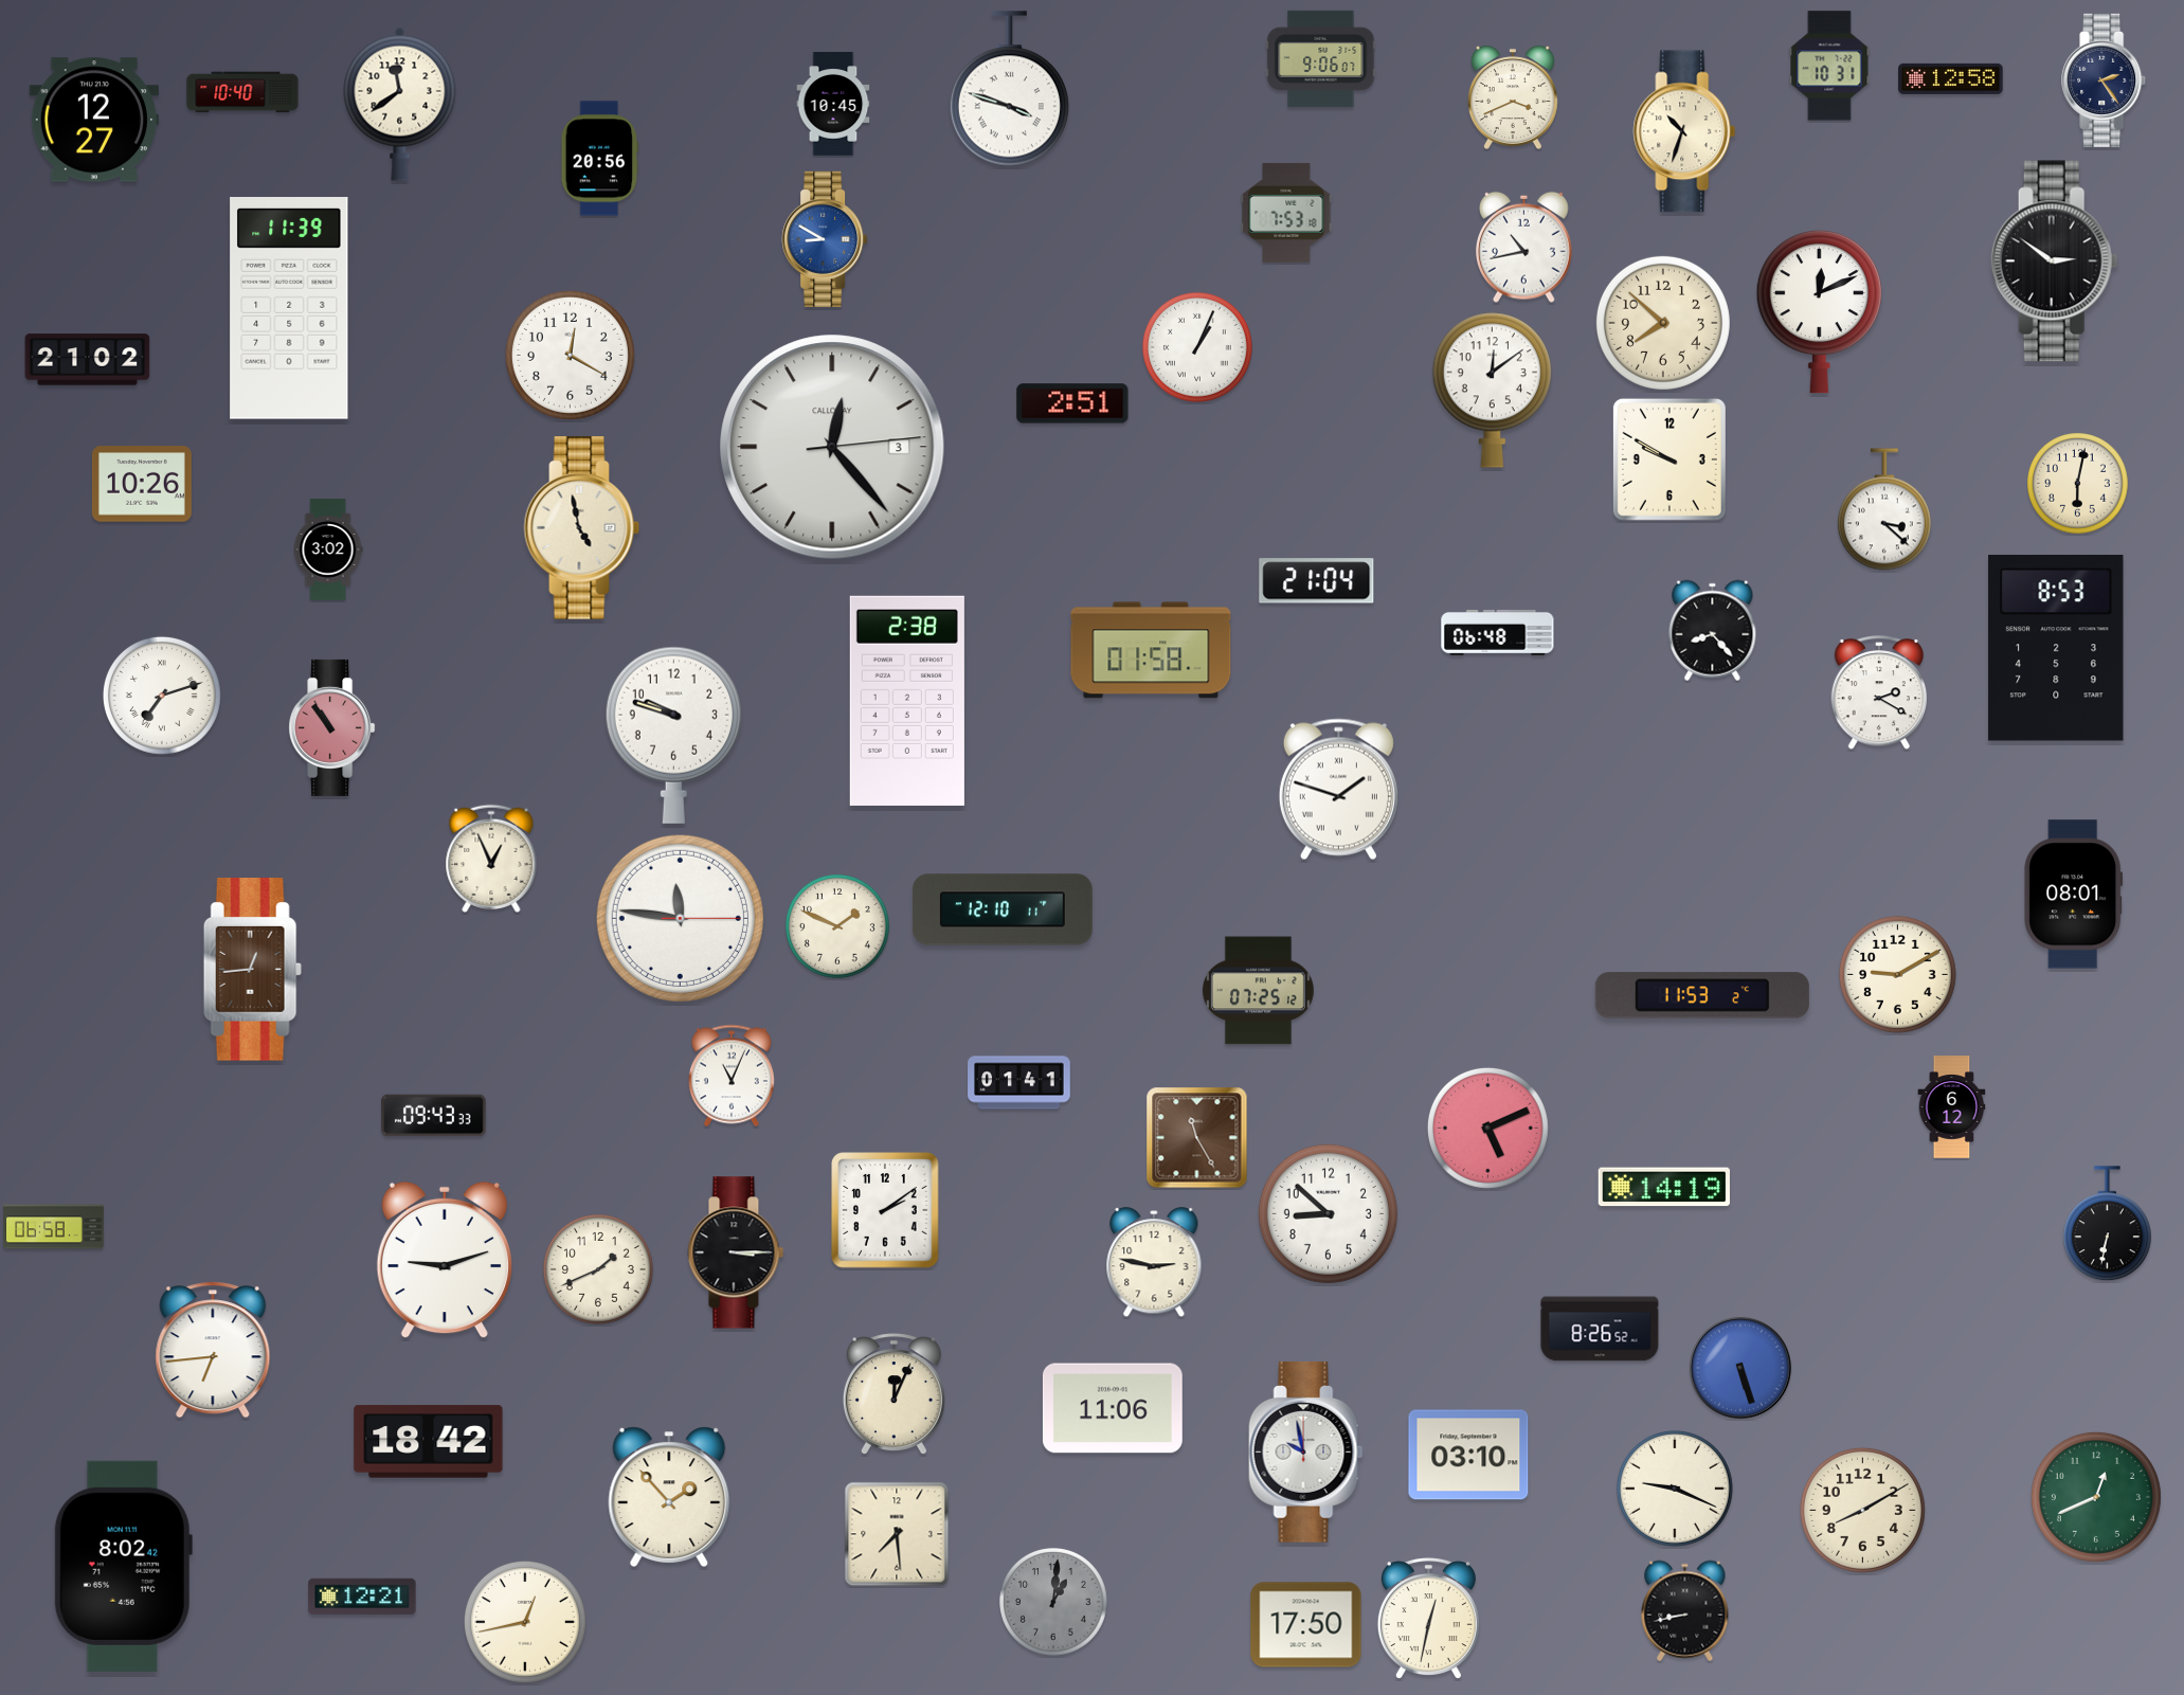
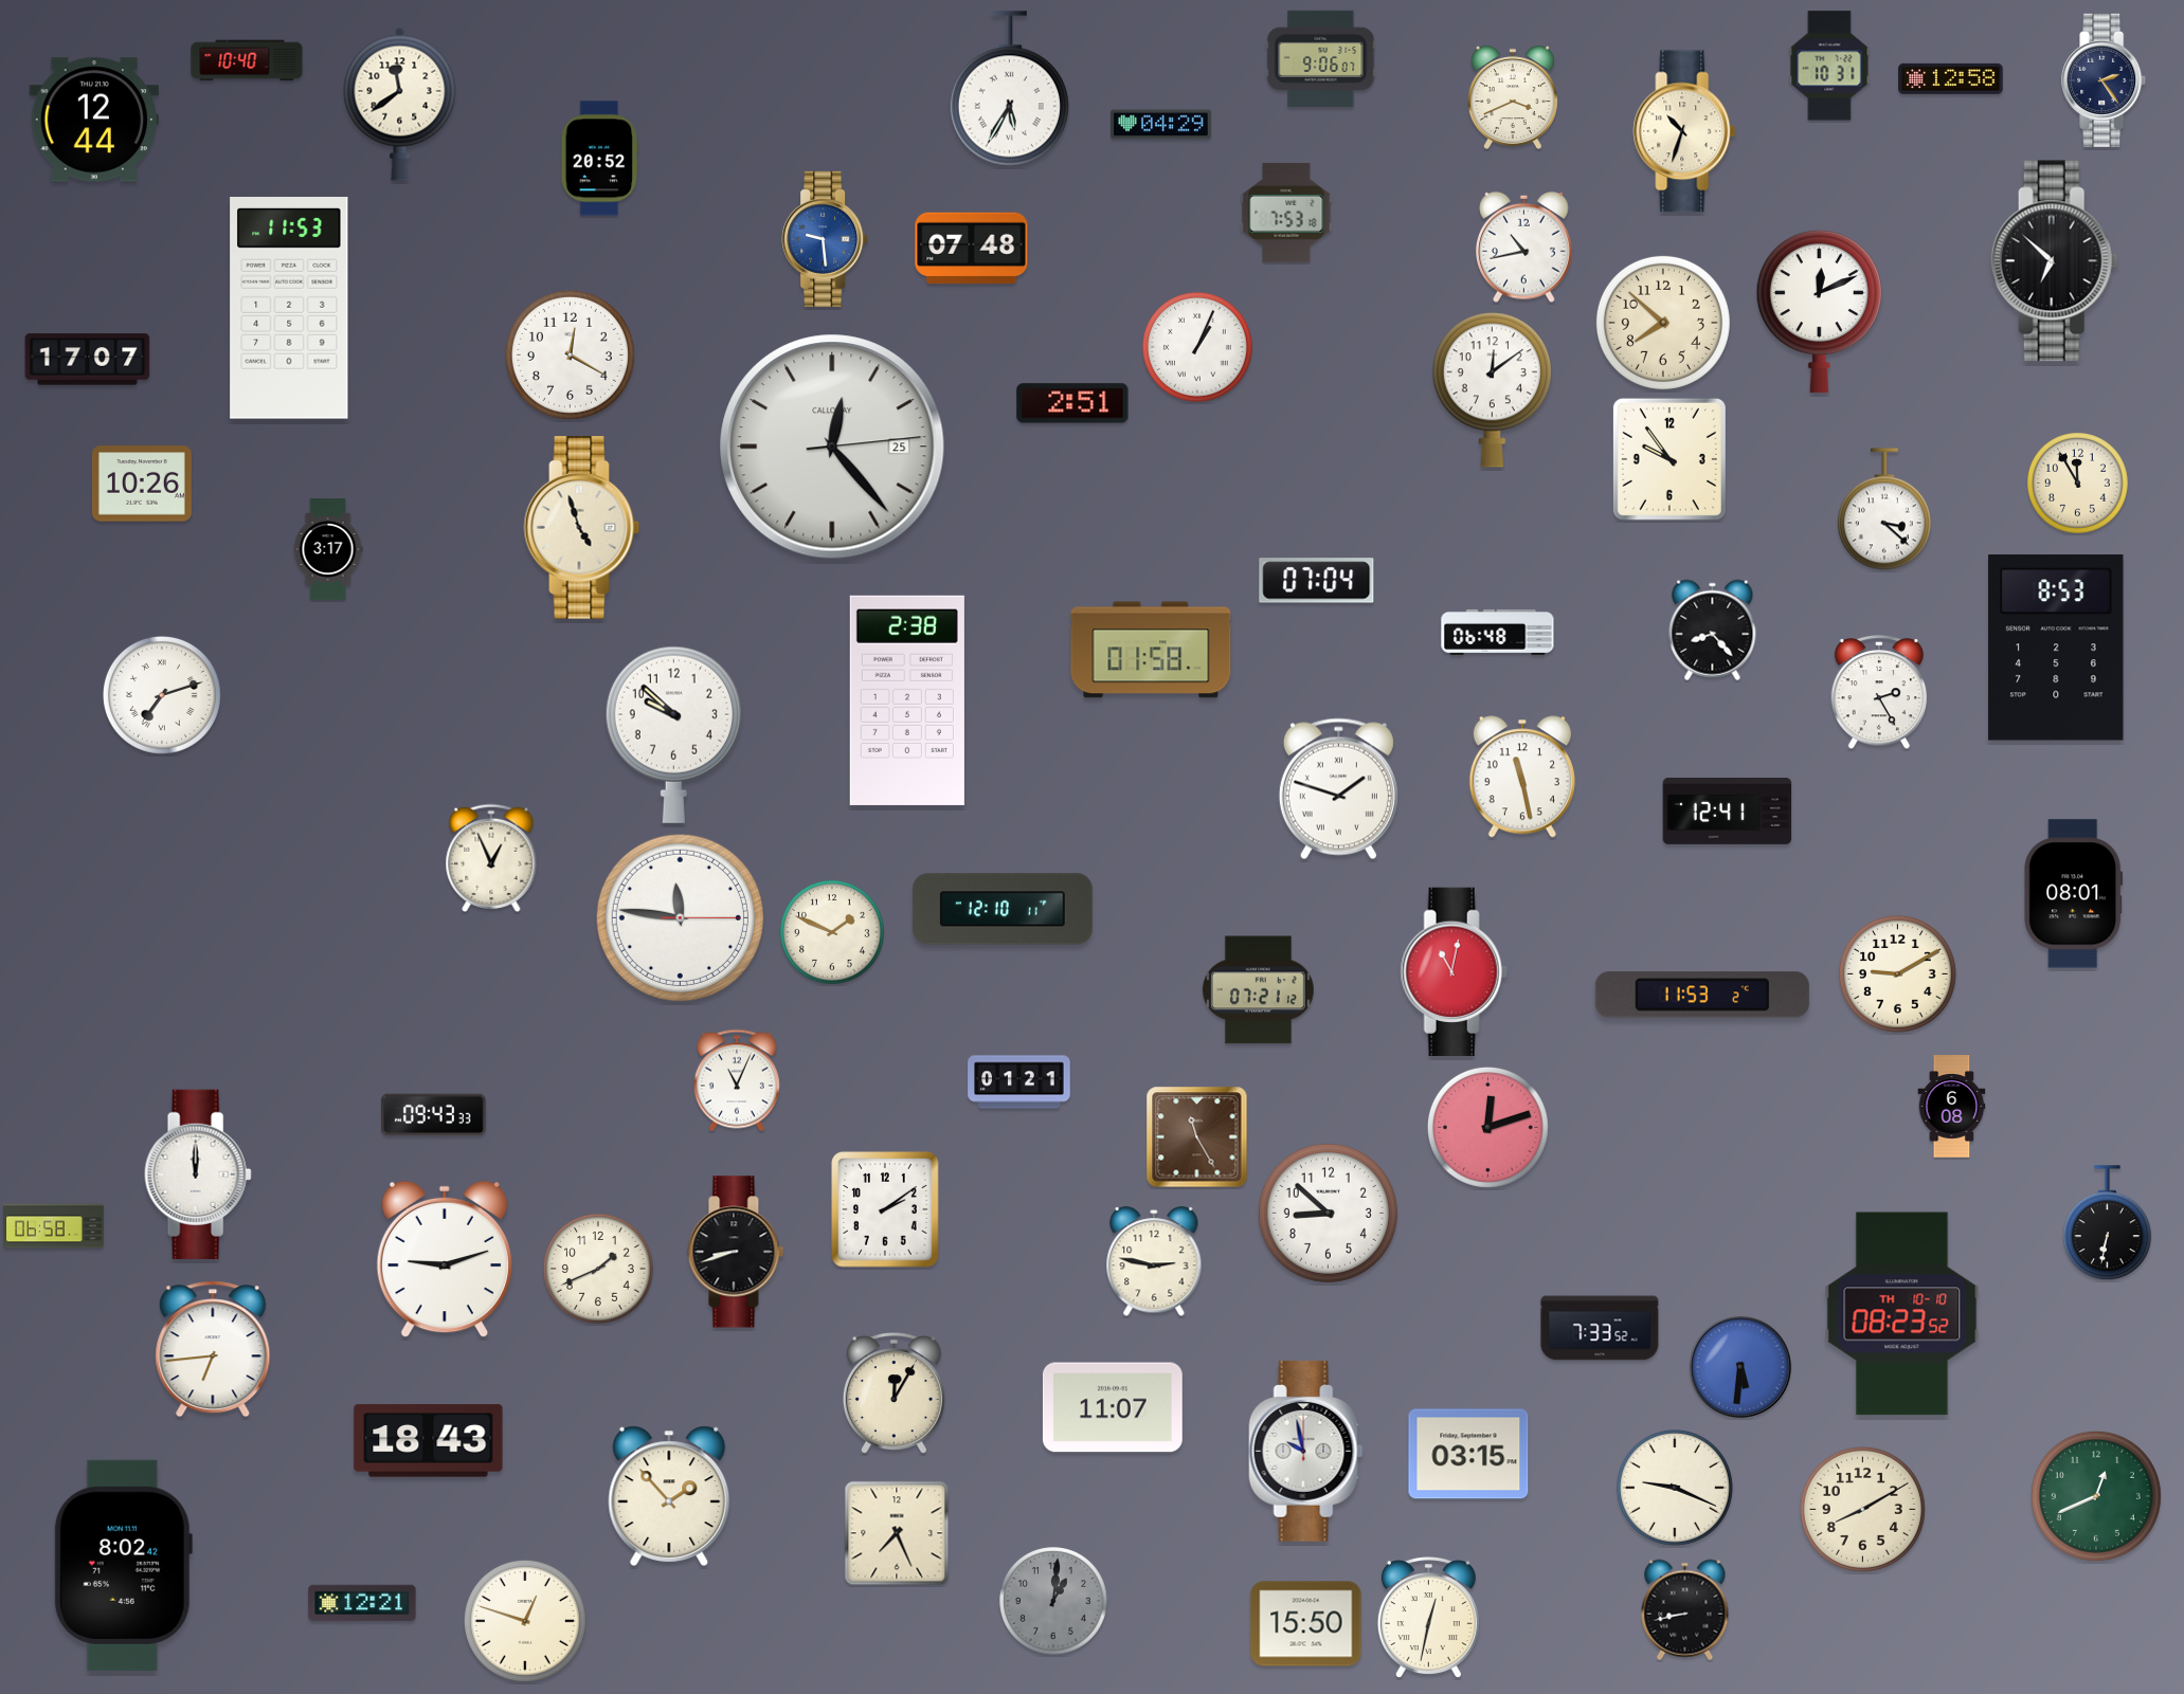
clock at (1009, 89): 3:48 -> 5:35
clock at (242, 92) position: (242, 92) -> (247, 60)
clock at (833, 104): 10:45 -> none
clock at (94, 120): 12:27 -> 12:44
clock at (1161, 125): none -> 04:29
clock at (600, 159): 20:56 -> 20:52
clock at (825, 239): 8:50 -> 9:29
clock at (972, 249): none -> 07:48
clock at (2054, 262): 2:51 -> 6:52
clock at (289, 309): 11:39 -> 11:53
clock at (88, 360): 21:02 -> 17:07
clock at (832, 447) date: 3 -> 25
clock at (1669, 459): 9:50 -> 9:54
clock at (2078, 484): 6:02 -> 11:55
clock at (582, 528): 4:58 -> 4:57
clock at (328, 549): 3:02 -> 3:17
clock at (1317, 581): 21:04 -> 07:04
clock at (1879, 693): 2:20 -> 2:25
clock at (332, 727): 10:54 -> none
clock at (673, 735): 9:48 -> 9:52
clock at (1522, 777): none -> 11:28
clock at (1728, 810): none -> 12:41
clock at (838, 927) position: (838, 927) -> (833, 933)
clock at (252, 970): 12:44 -> none
clock at (1454, 971): none -> 11:02
clock at (1258, 991): 07:25 -> 07:21
clock at (732, 1076) position: (732, 1076) -> (737, 1080)
clock at (1019, 1083): 01:41 -> 01:21
clock at (1952, 1107): 6:12 -> 6:08
clock at (1487, 1128): 5:11 -> 12:12
clock at (198, 1173): none -> 12:00
clock at (1664, 1187): 14:19 -> none
clock at (736, 1252): 3:15 -> 8:42
clock at (1902, 1314): none -> 08:23
clock at (1600, 1329): 8:26 -> 7:33
clock at (1740, 1368): 5:27 -> 5:31
clock at (894, 1393): 12:04 -> 12:05
clock at (1113, 1408): 11:06 -> 11:07
clock at (429, 1442): 18:42 -> 18:43
clock at (1468, 1455): 03:10 -> 03:15
clock at (897, 1534): 7:29 -> 7:26
clock at (362, 1597) position: (362, 1597) -> (362, 1603)
clock at (525, 1622): 12:43 -> 12:48
clock at (1306, 1625): 17:50 -> 15:50
